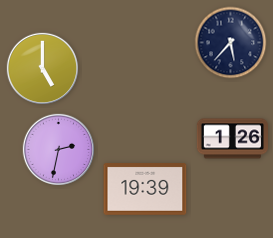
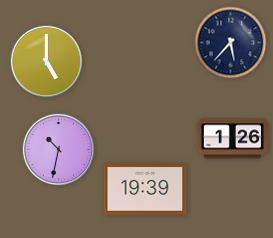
clock at (43, 69) position: (43, 69) -> (47, 62)
clock at (59, 150): 2:32 -> 10:32
